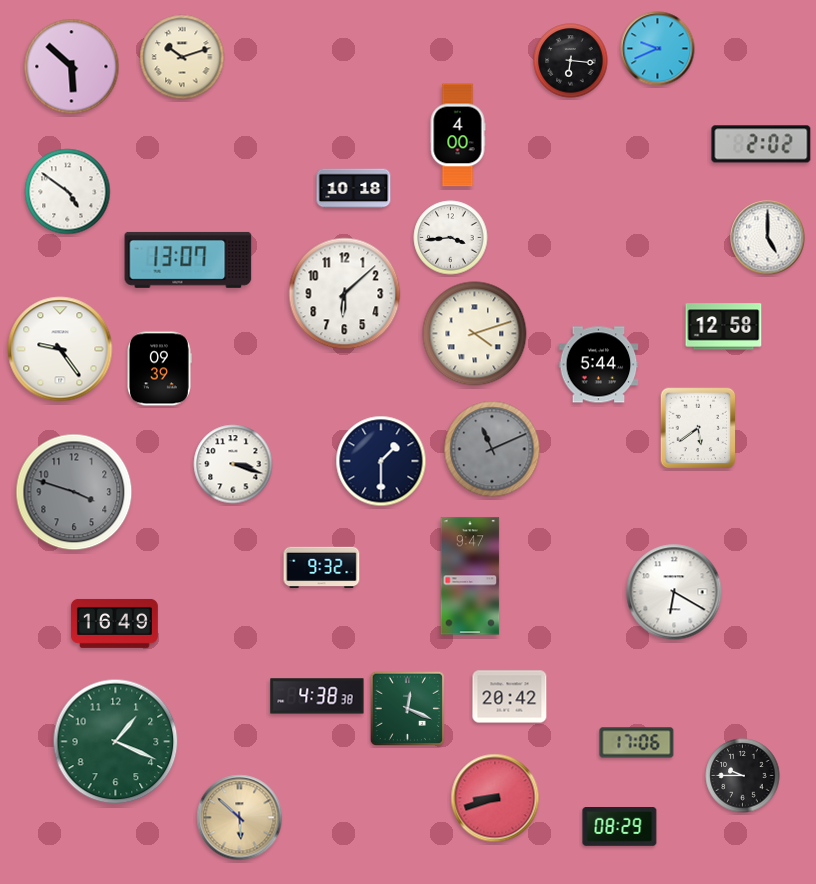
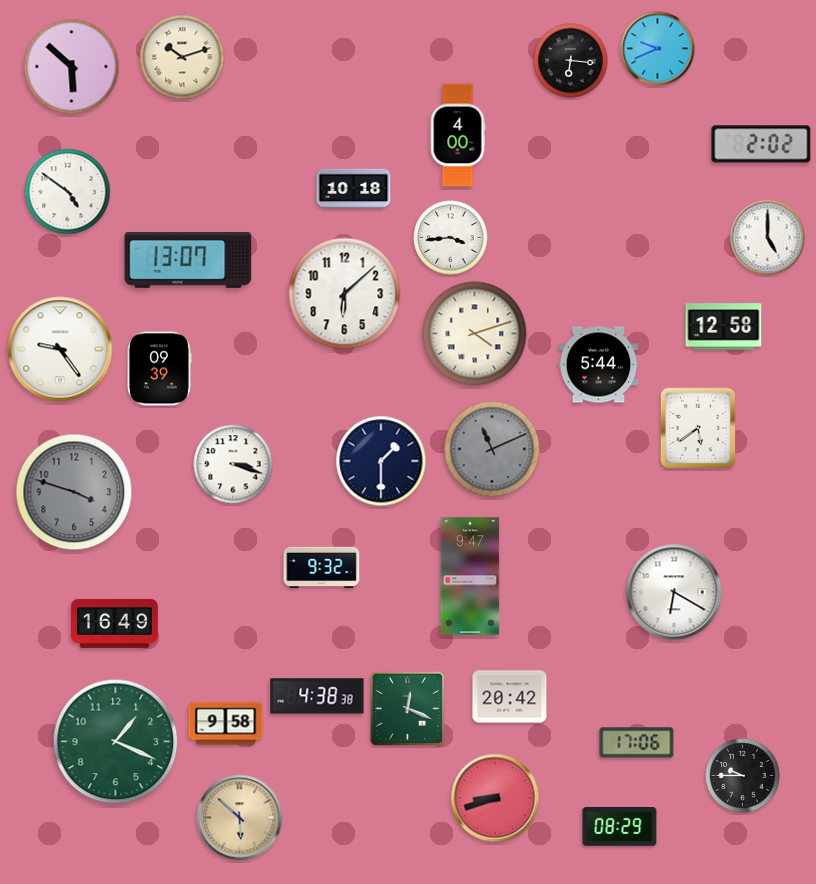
clock at (226, 724): none -> 9:58
